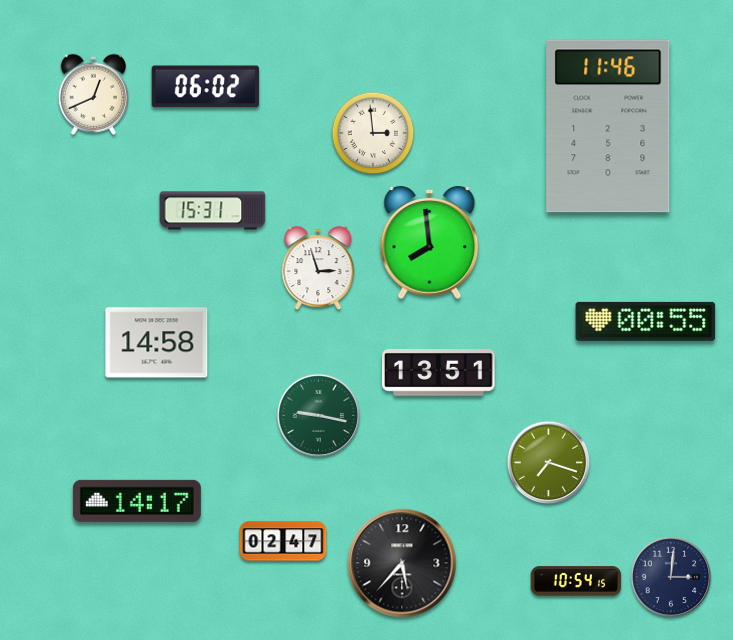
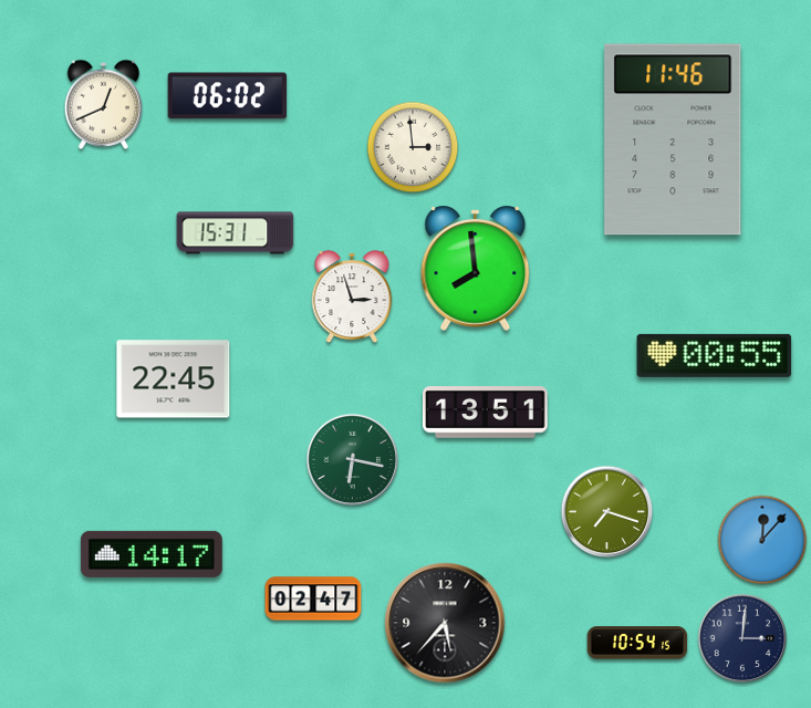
clock at (157, 343): 14:58 -> 22:45
clock at (319, 416): 9:17 -> 6:17
clock at (762, 540): none -> 12:07
